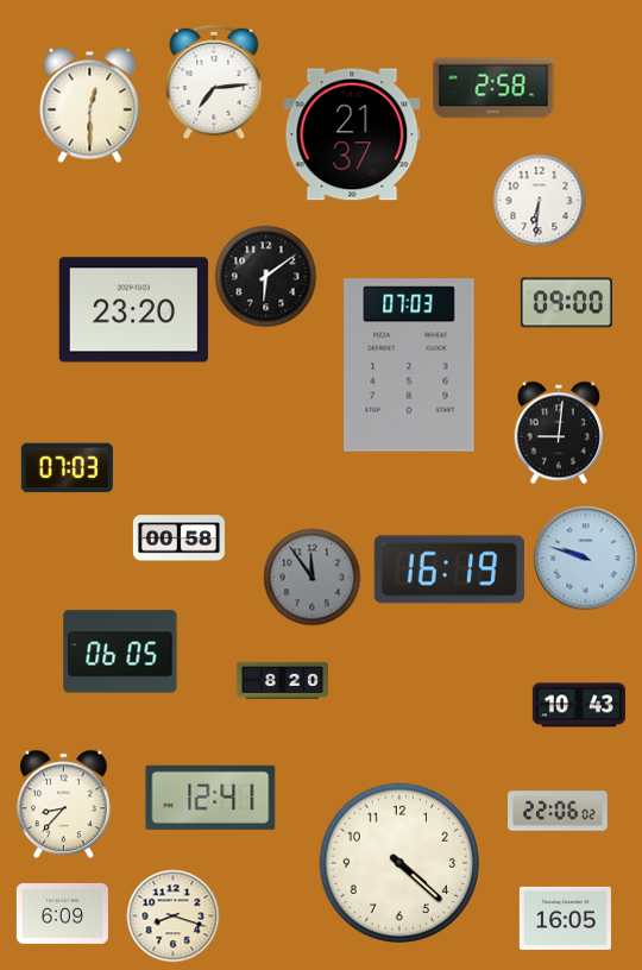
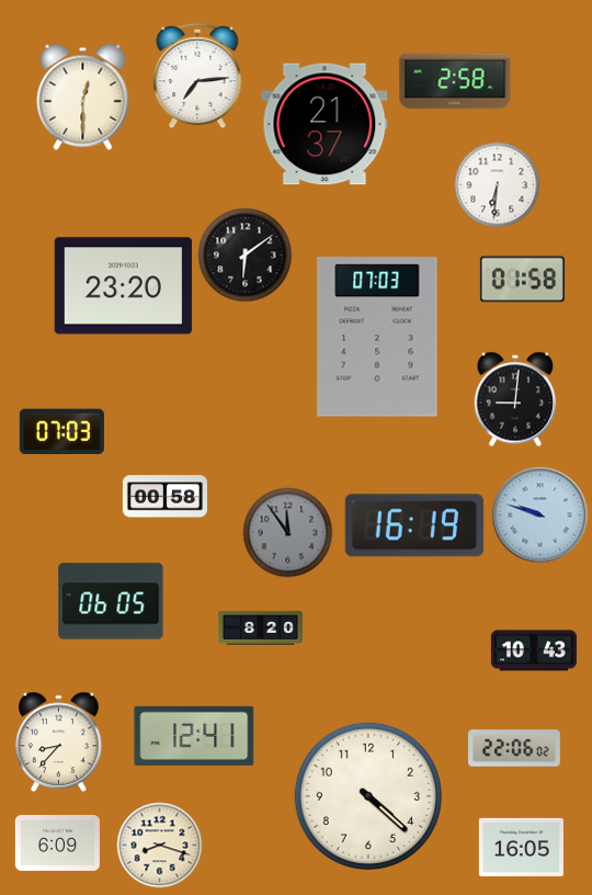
clock at (566, 303): 09:00 -> 01:58
